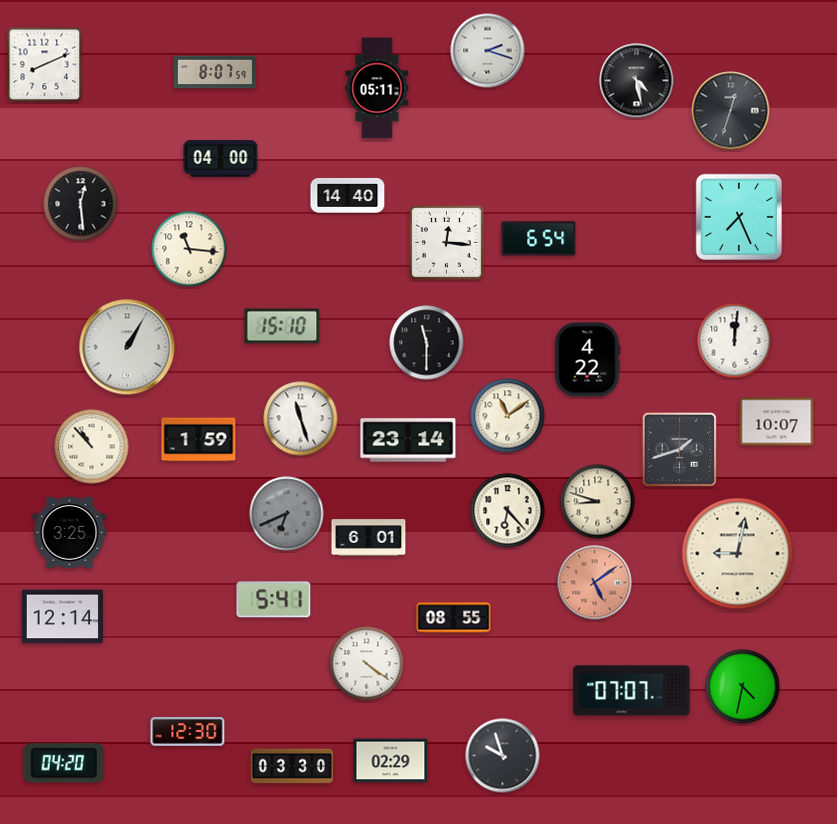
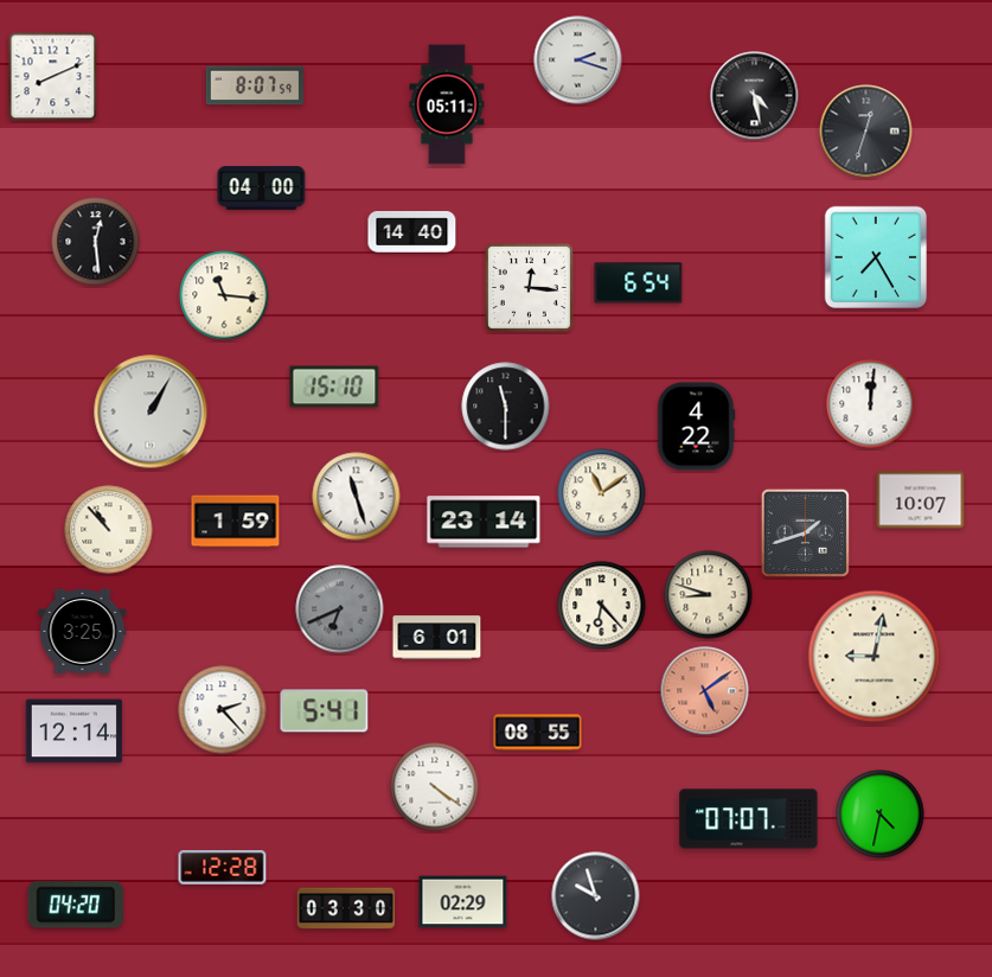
clock at (738, 216): 7:26 -> 7:25
clock at (223, 710): none -> 2:23
clock at (188, 732): 12:30 -> 12:28
